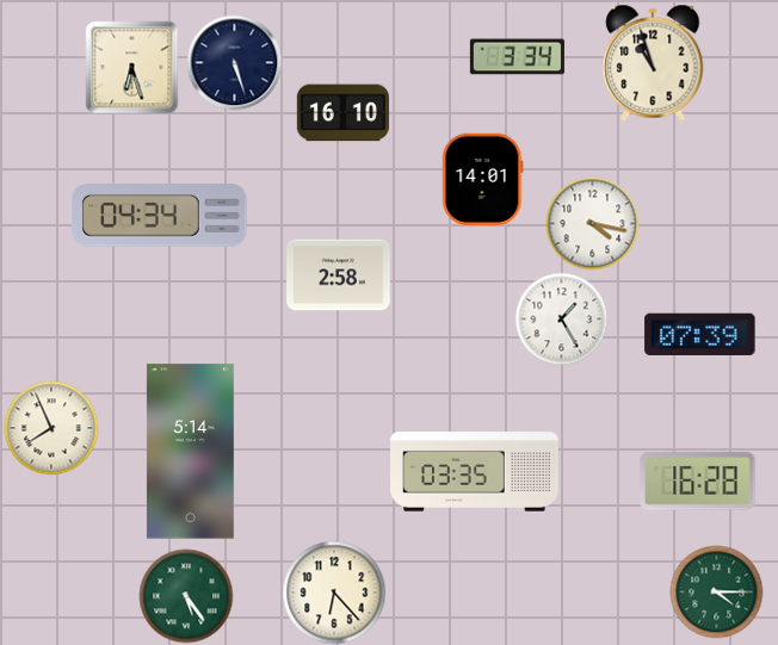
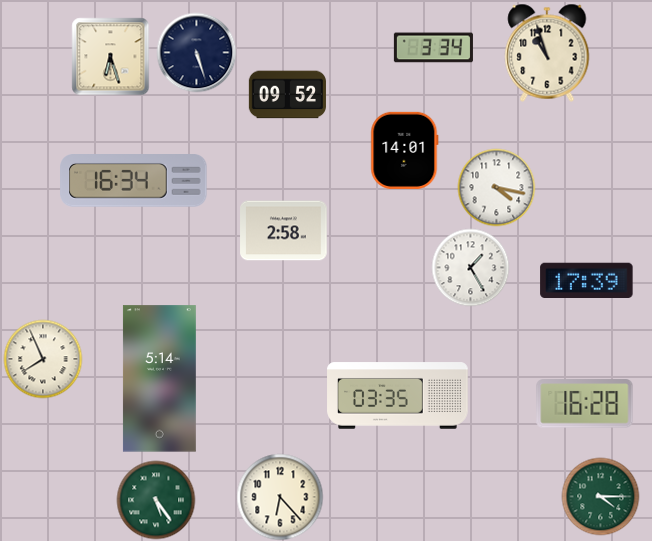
clock at (342, 113): 16:10 -> 09:52
clock at (160, 216): 04:34 -> 16:34
clock at (700, 334): 07:39 -> 17:39
